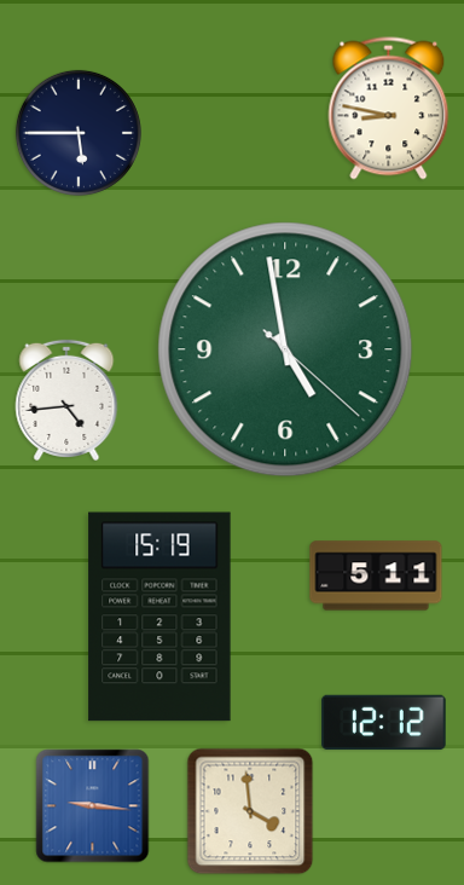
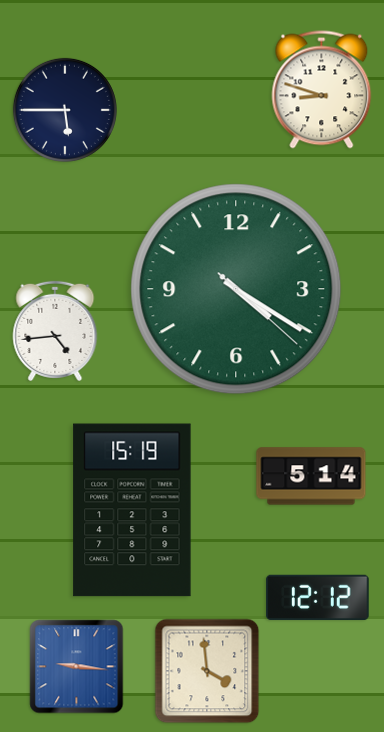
clock at (389, 109): 8:47 -> 8:48
clock at (285, 349): 4:58 -> 4:20
clock at (376, 575): 5:11 -> 5:14
